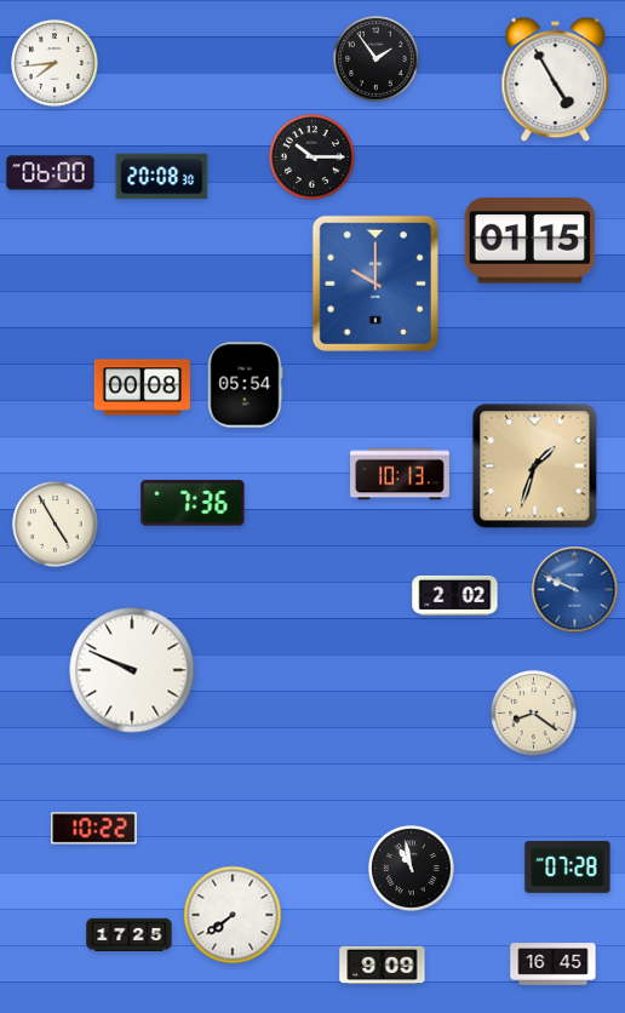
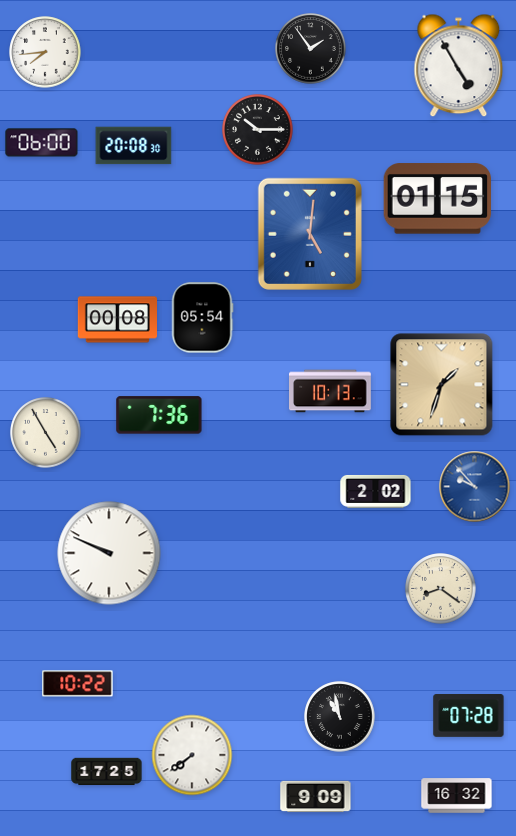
clock at (375, 284): 10:00 -> 5:01
clock at (575, 590): 9:49 -> 9:53
clock at (554, 965): 16:45 -> 16:32
